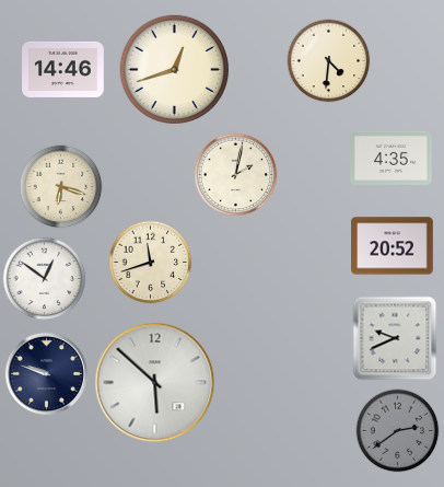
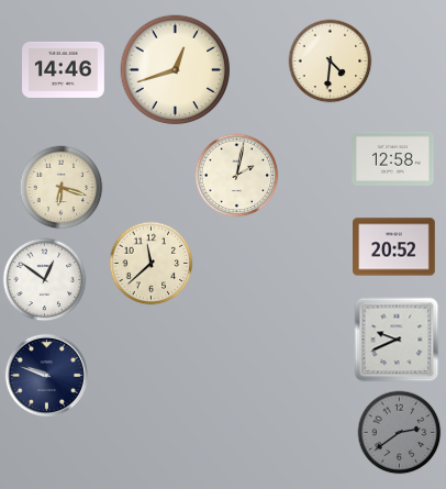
clock at (392, 158): 4:35 -> 12:58
clock at (151, 263): 11:42 -> 11:38
clock at (155, 383): 5:52 -> none
